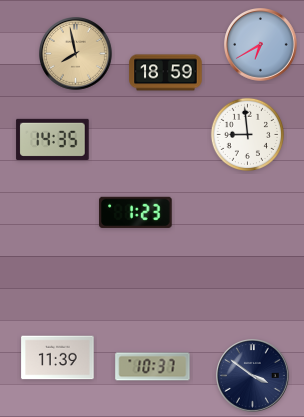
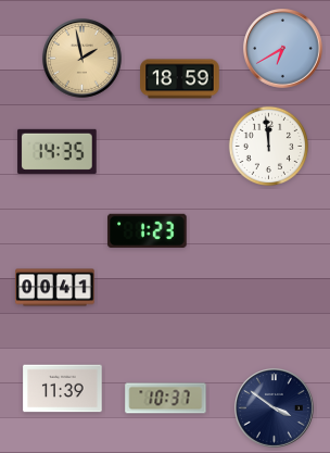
clock at (76, 54): 7:58 -> 1:58
clock at (248, 134): 8:59 -> 11:59
clock at (55, 288): none -> 00:41
